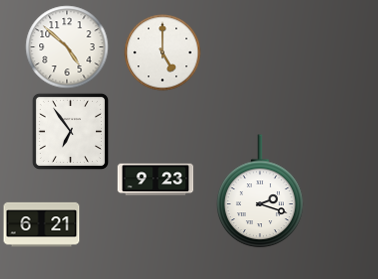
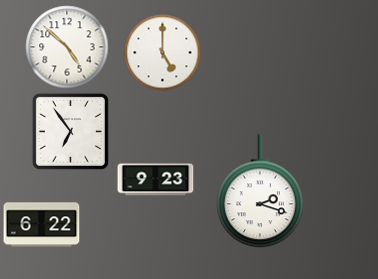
clock at (42, 225): 6:21 -> 6:22
